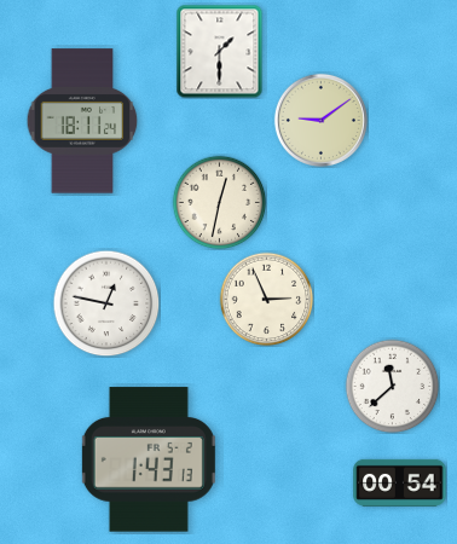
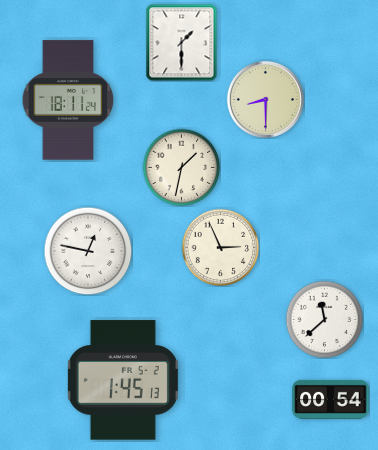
clock at (320, 120): 9:09 -> 8:30
clock at (219, 202): 12:32 -> 1:32
clock at (149, 459): 1:43 -> 1:45
